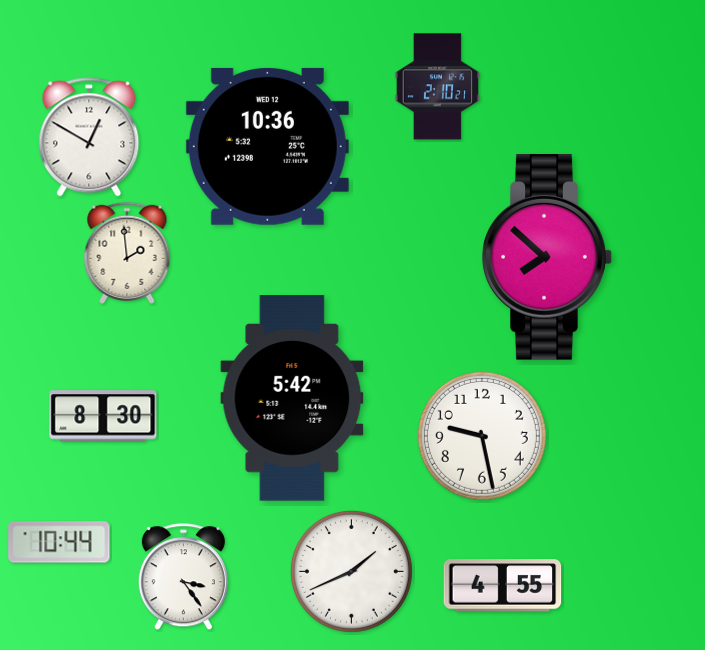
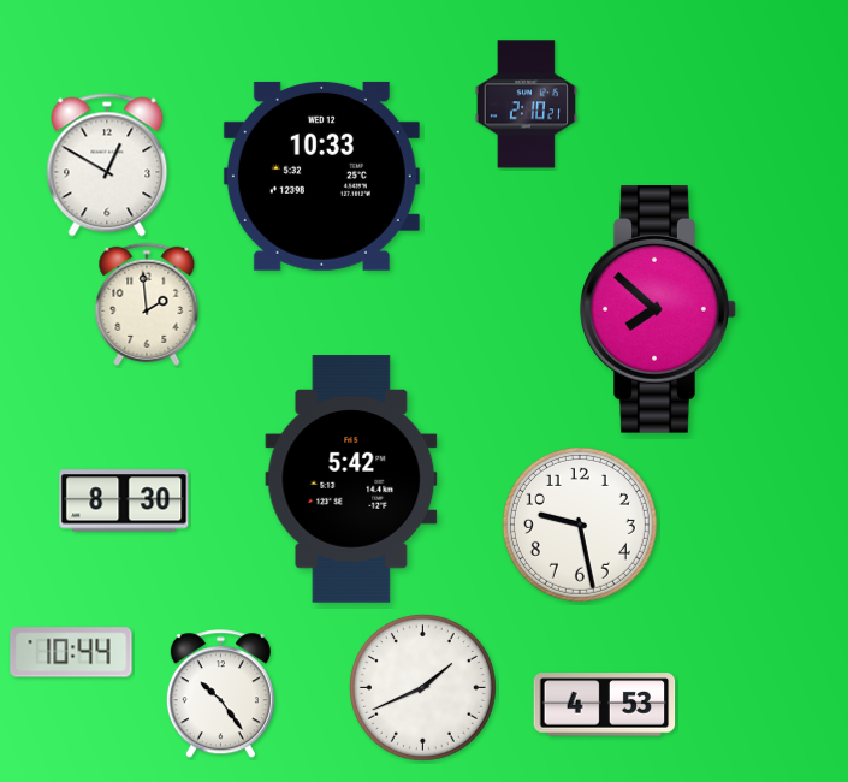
clock at (267, 146): 10:36 -> 10:33
clock at (127, 253) position: (127, 253) -> (147, 304)
clock at (183, 577): 3:24 -> 10:24
clock at (503, 586): 4:55 -> 4:53
